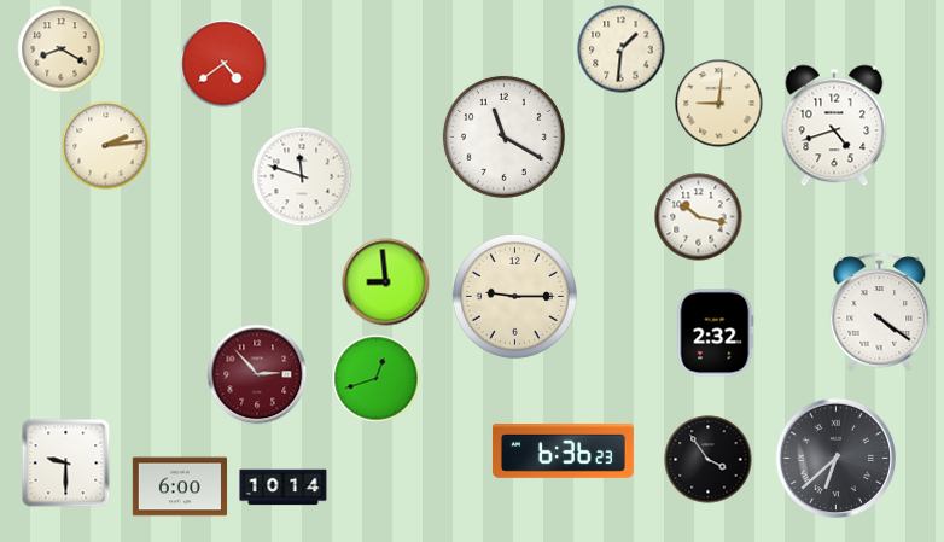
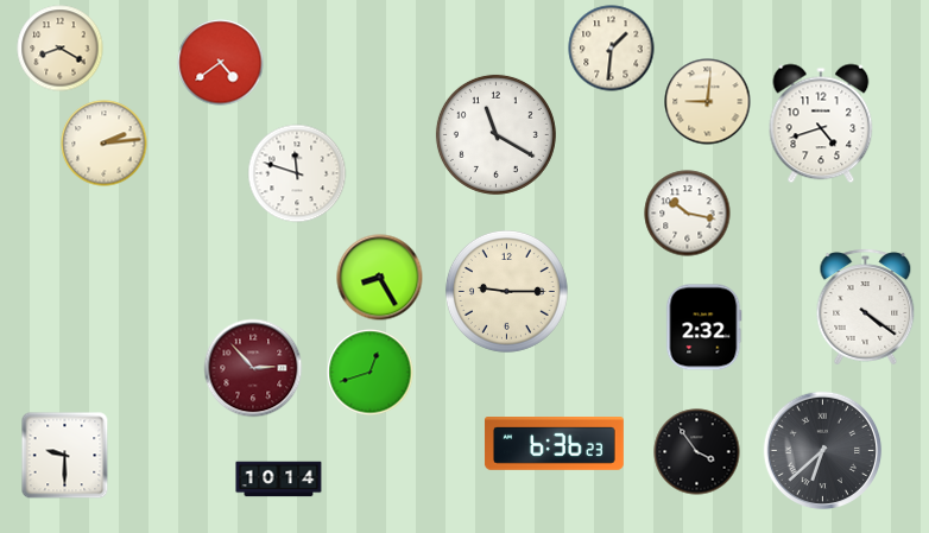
clock at (386, 282): 8:59 -> 8:25
clock at (180, 486): 6:00 -> none
